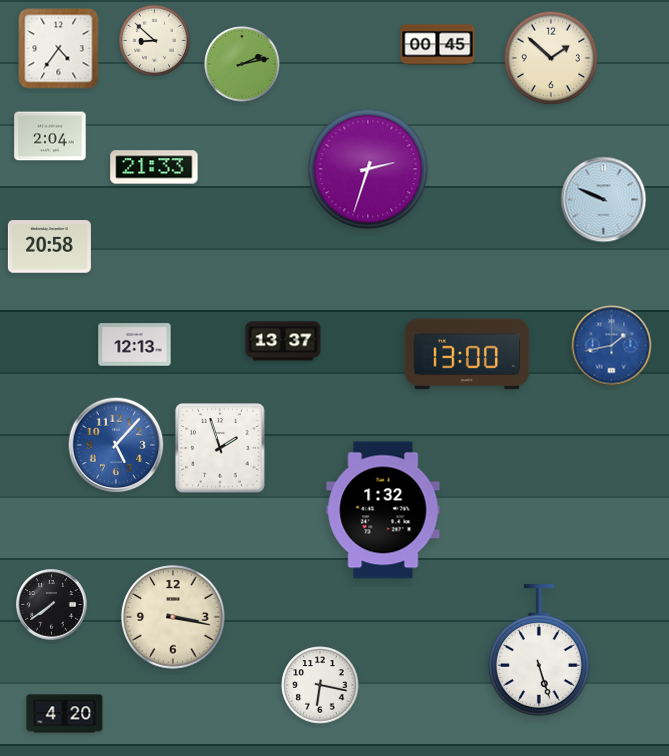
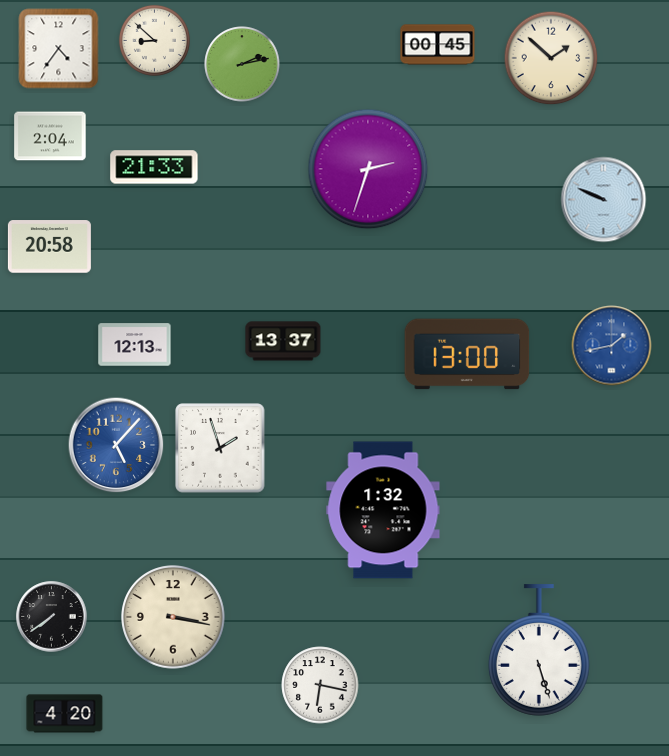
clock at (52, 605) position: (52, 605) -> (52, 617)
